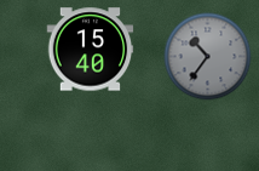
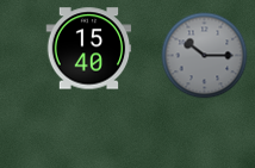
clock at (208, 57): 10:36 -> 10:15
